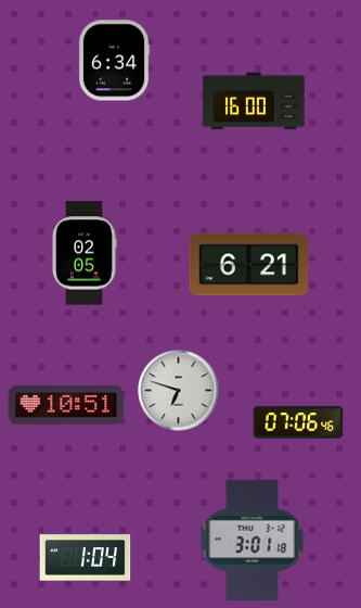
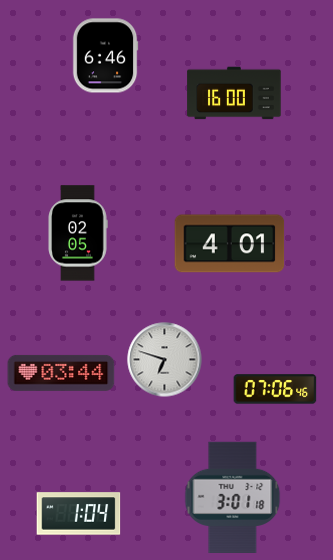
clock at (114, 61): 6:34 -> 6:46
clock at (249, 265): 6:21 -> 4:01
clock at (66, 405): 10:51 -> 03:44
